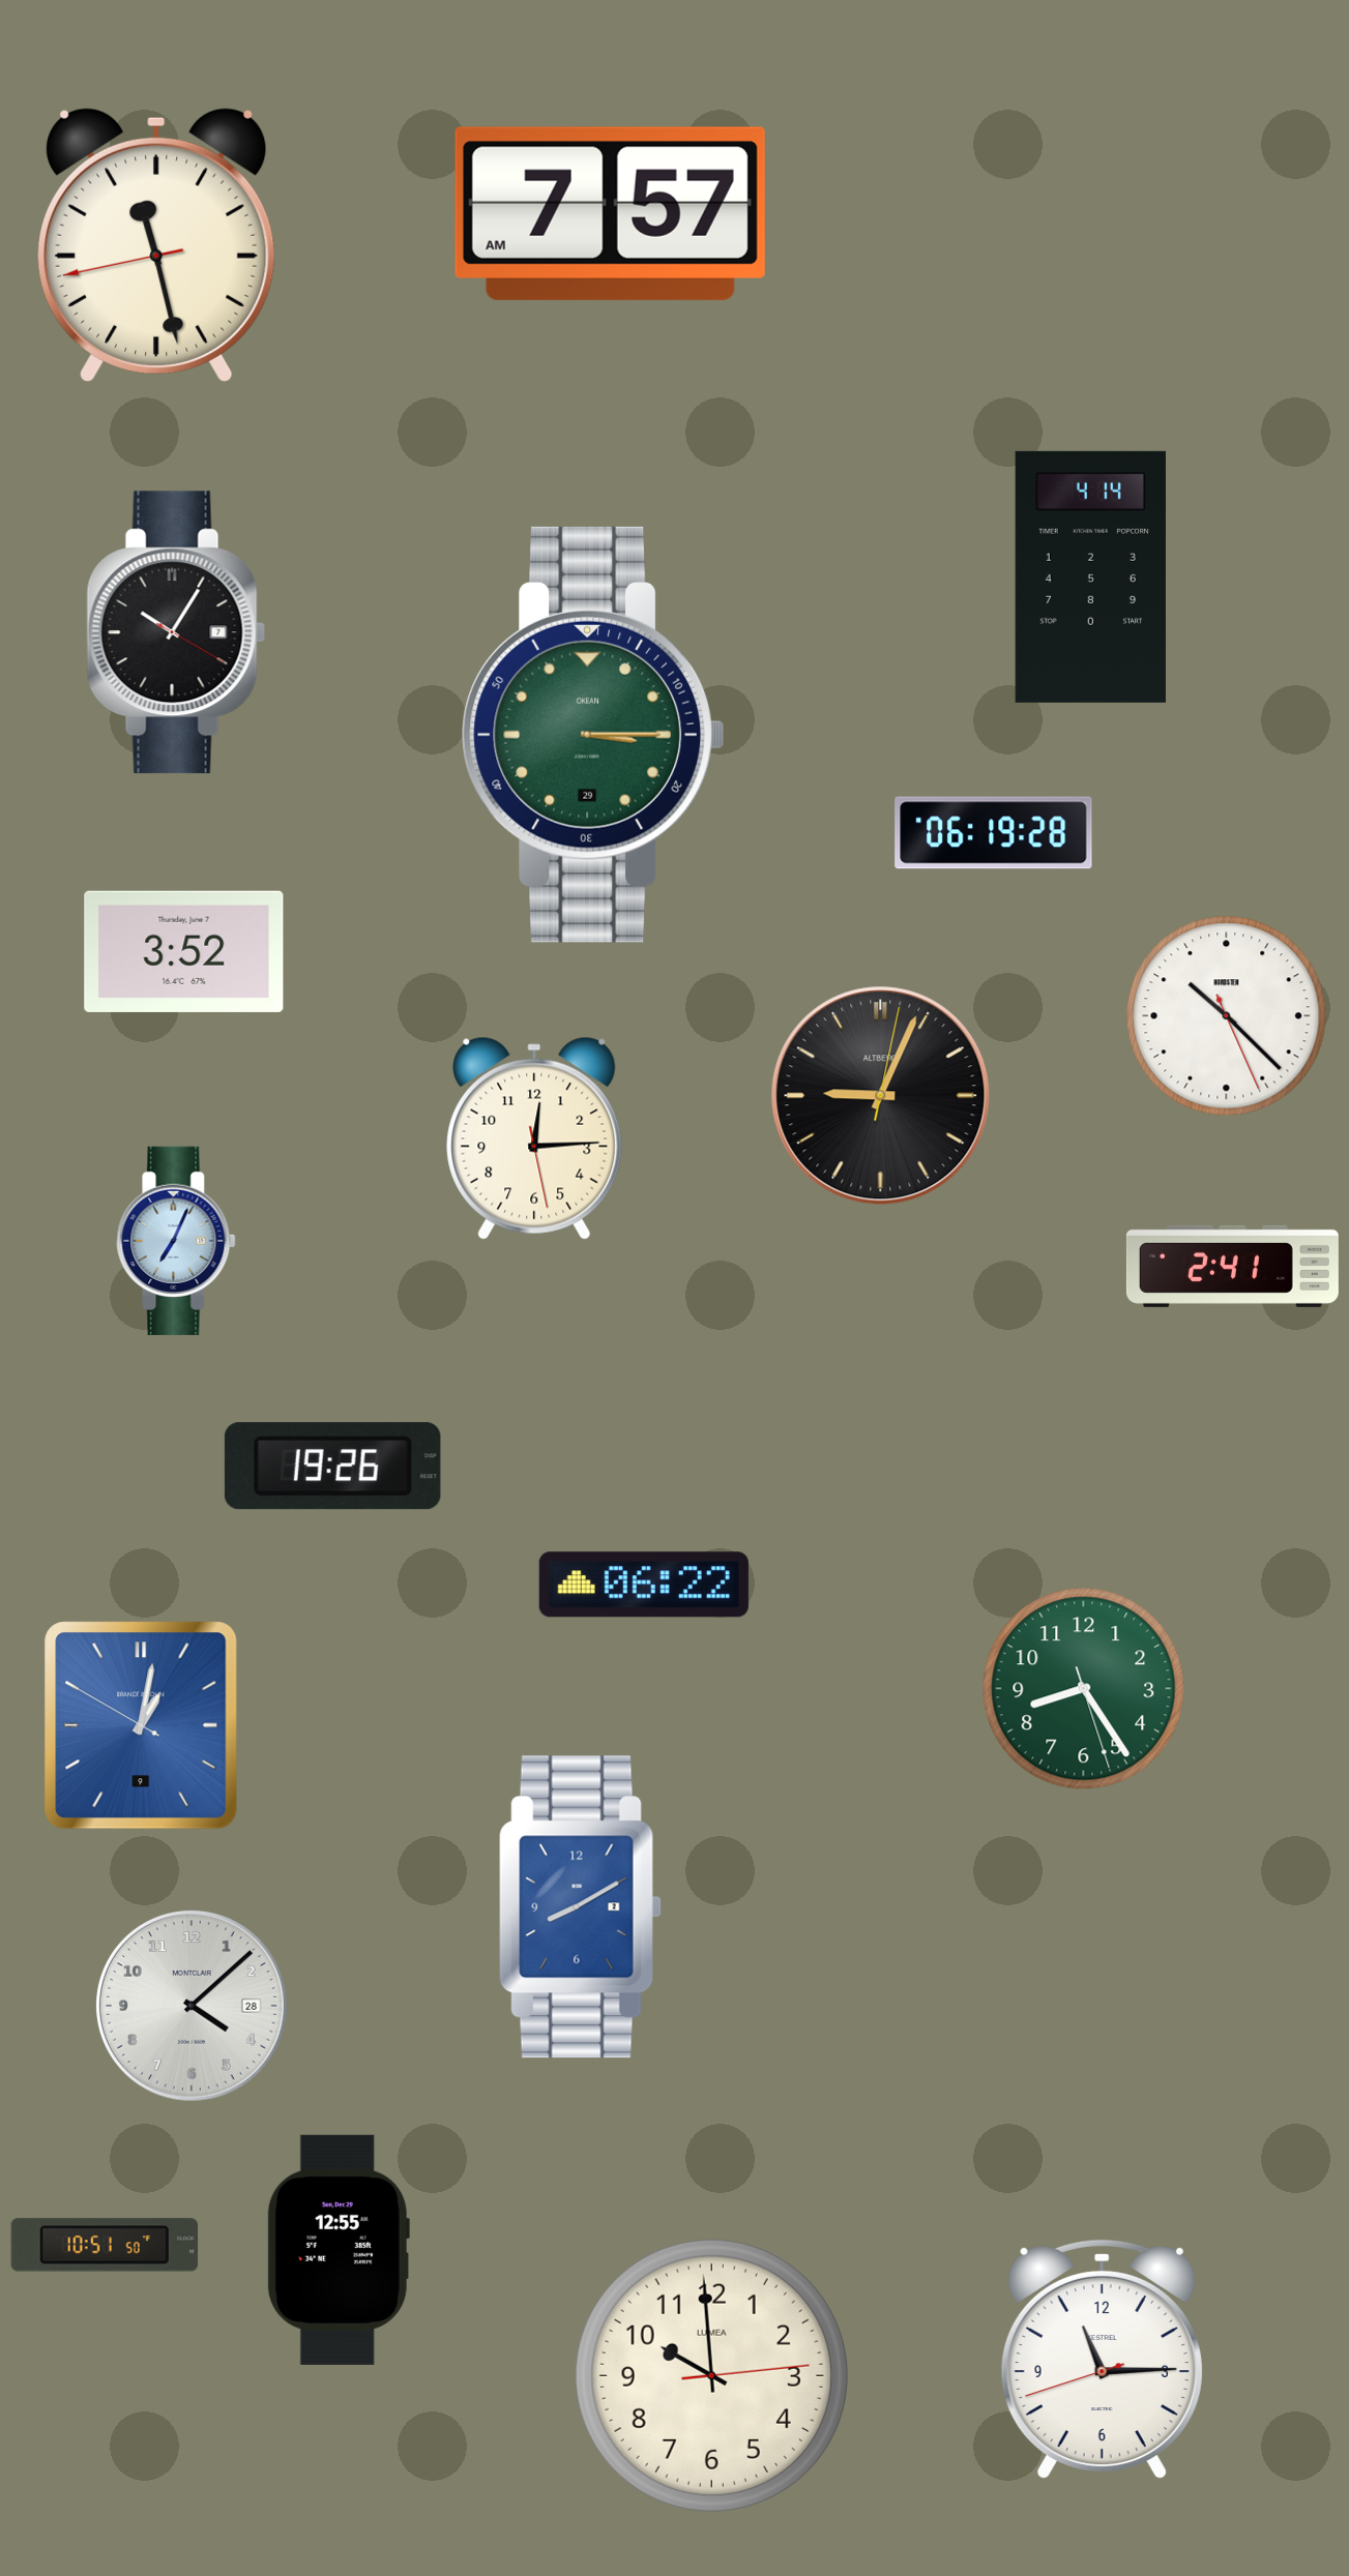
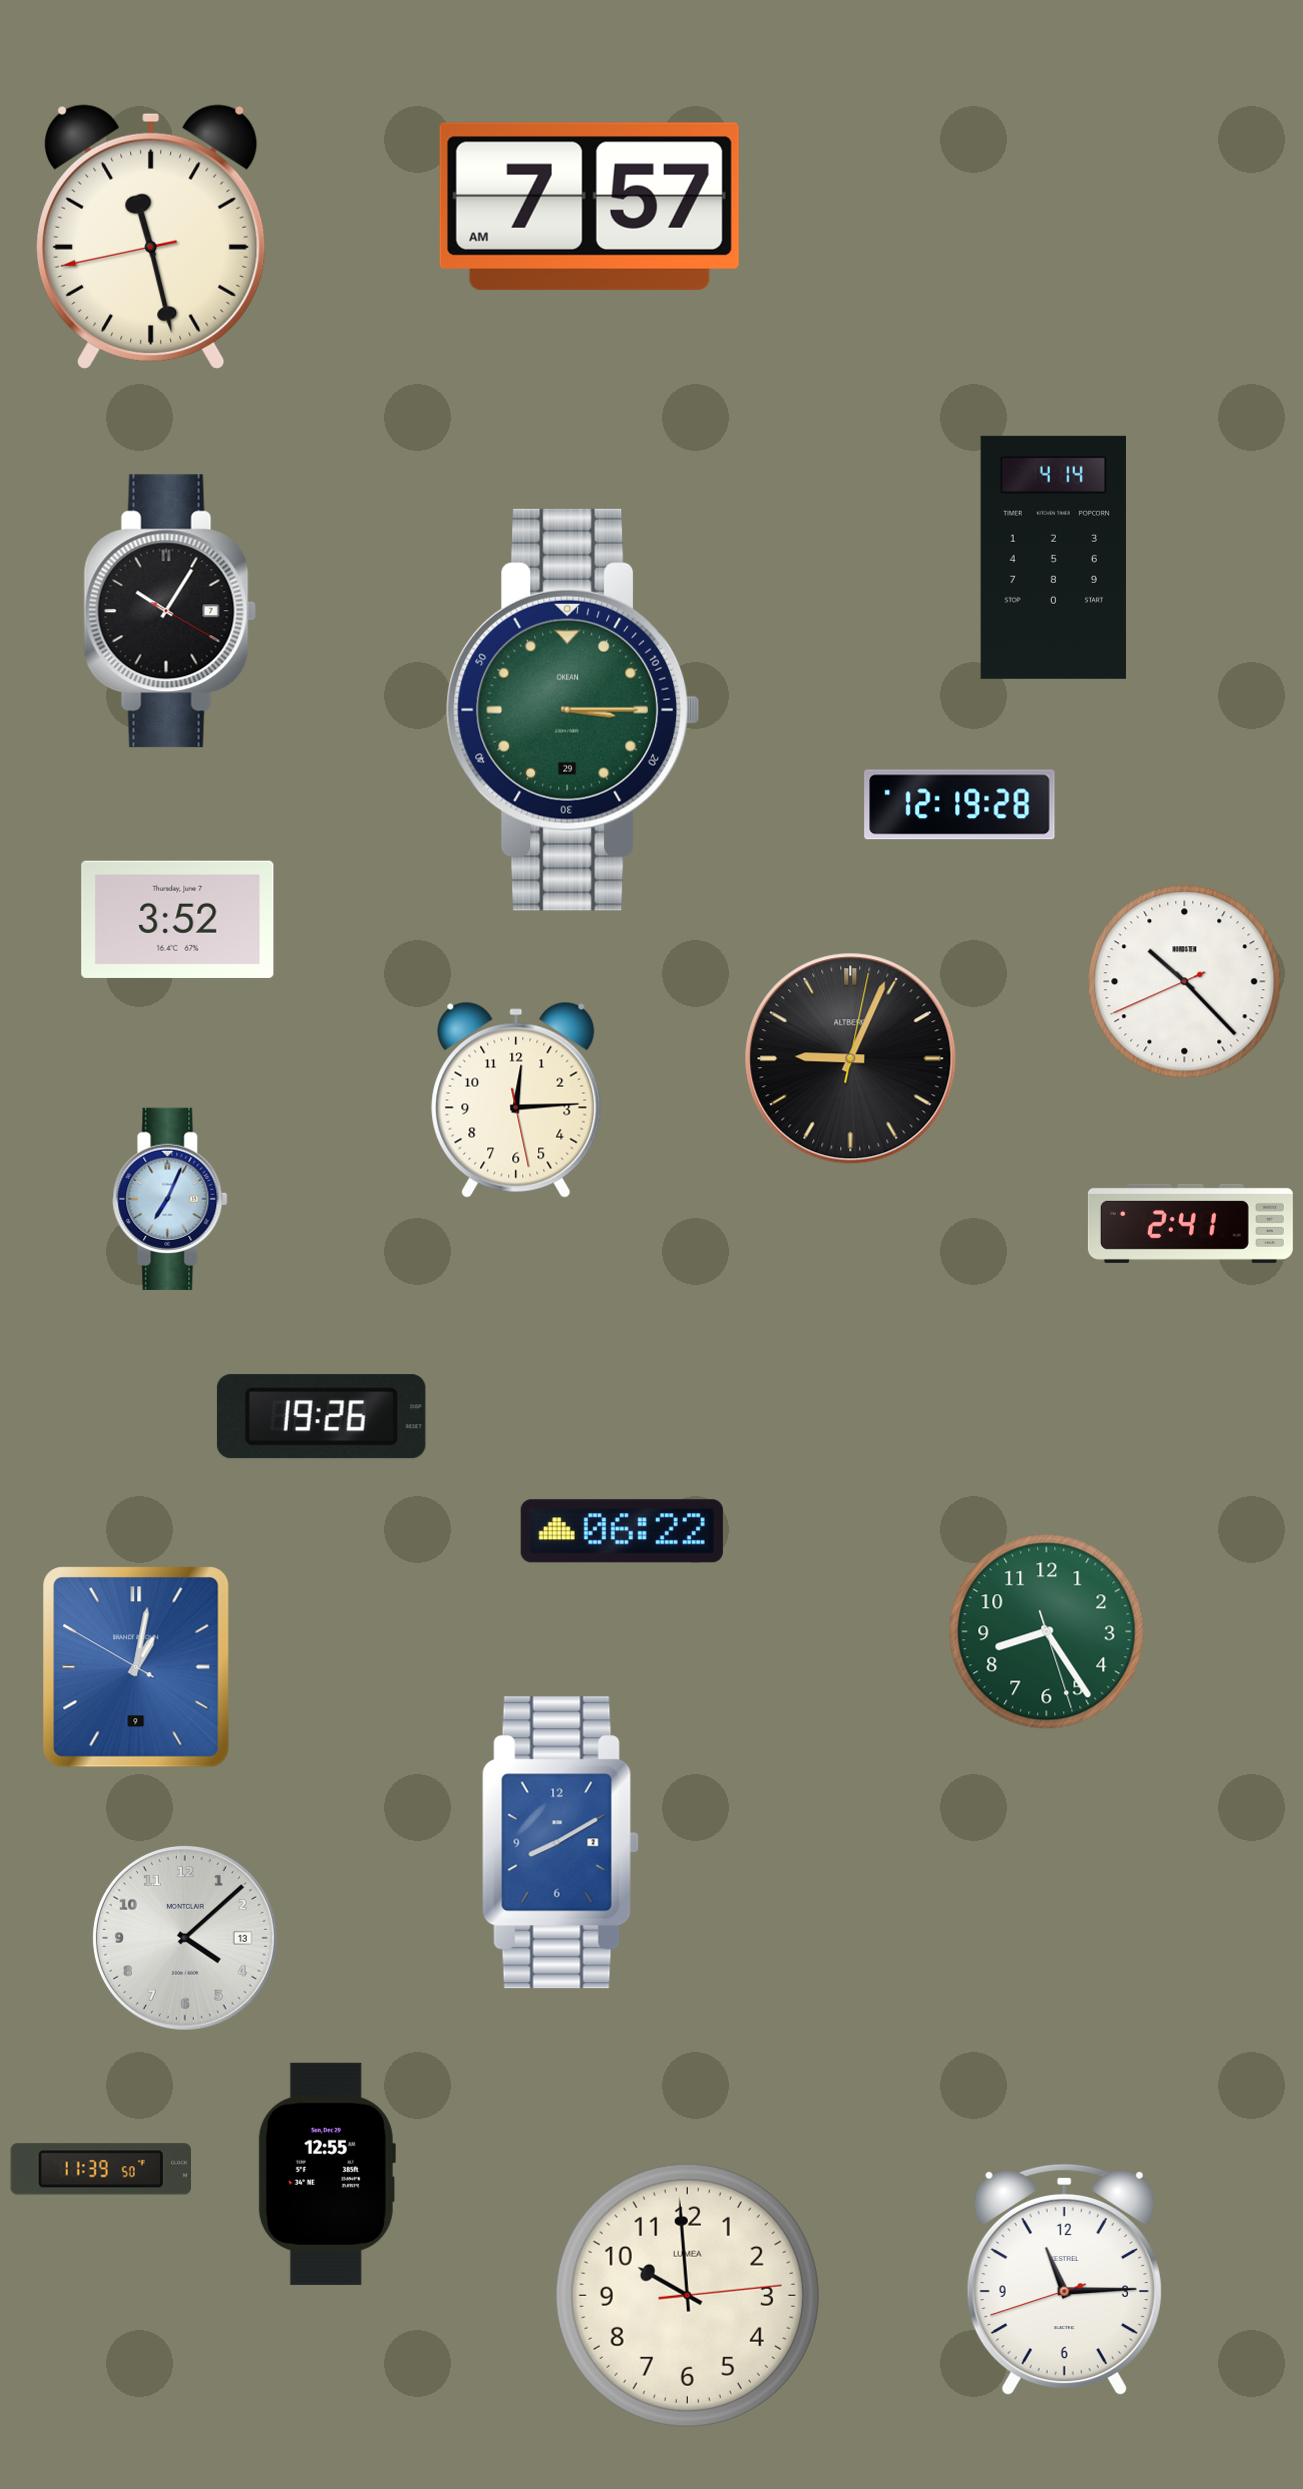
clock at (994, 833): 06:19 -> 12:19
clock at (1227, 1016): 10:22:26 -> 10:22:41
clock at (192, 2006) date: 28 -> 13
clock at (104, 2245): 10:51 -> 11:39
